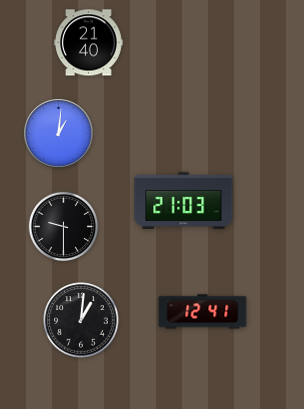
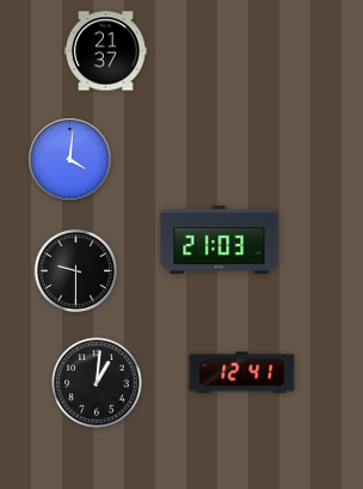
clock at (88, 43): 21:40 -> 21:37
clock at (59, 134): 1:01 -> 4:01
